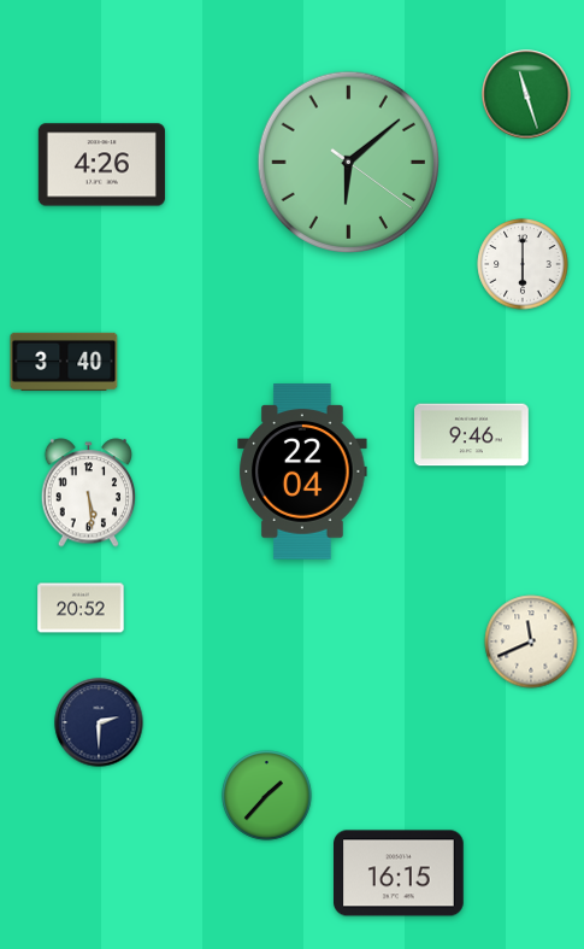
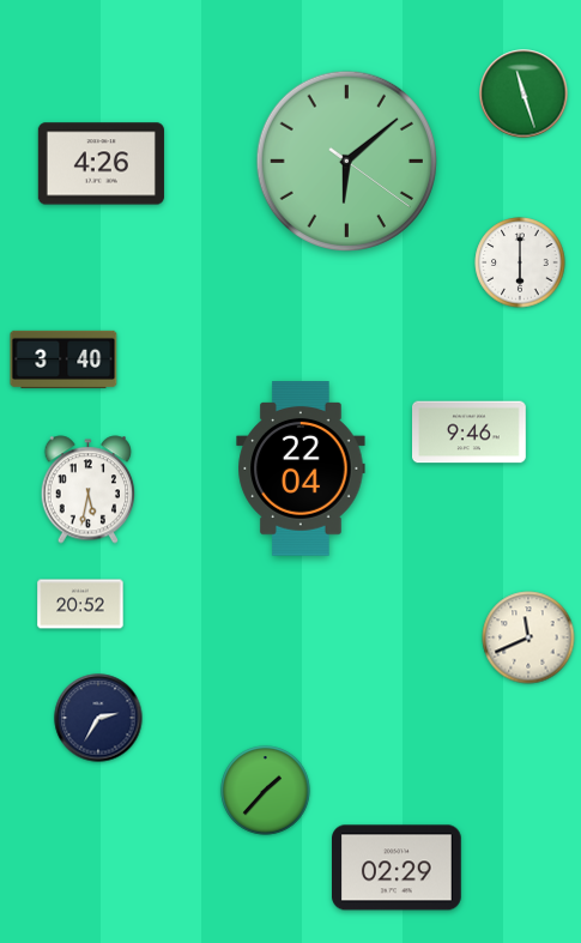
clock at (89, 493): 5:29 -> 5:32
clock at (99, 722): 2:30 -> 2:35
clock at (400, 873): 16:15 -> 02:29
